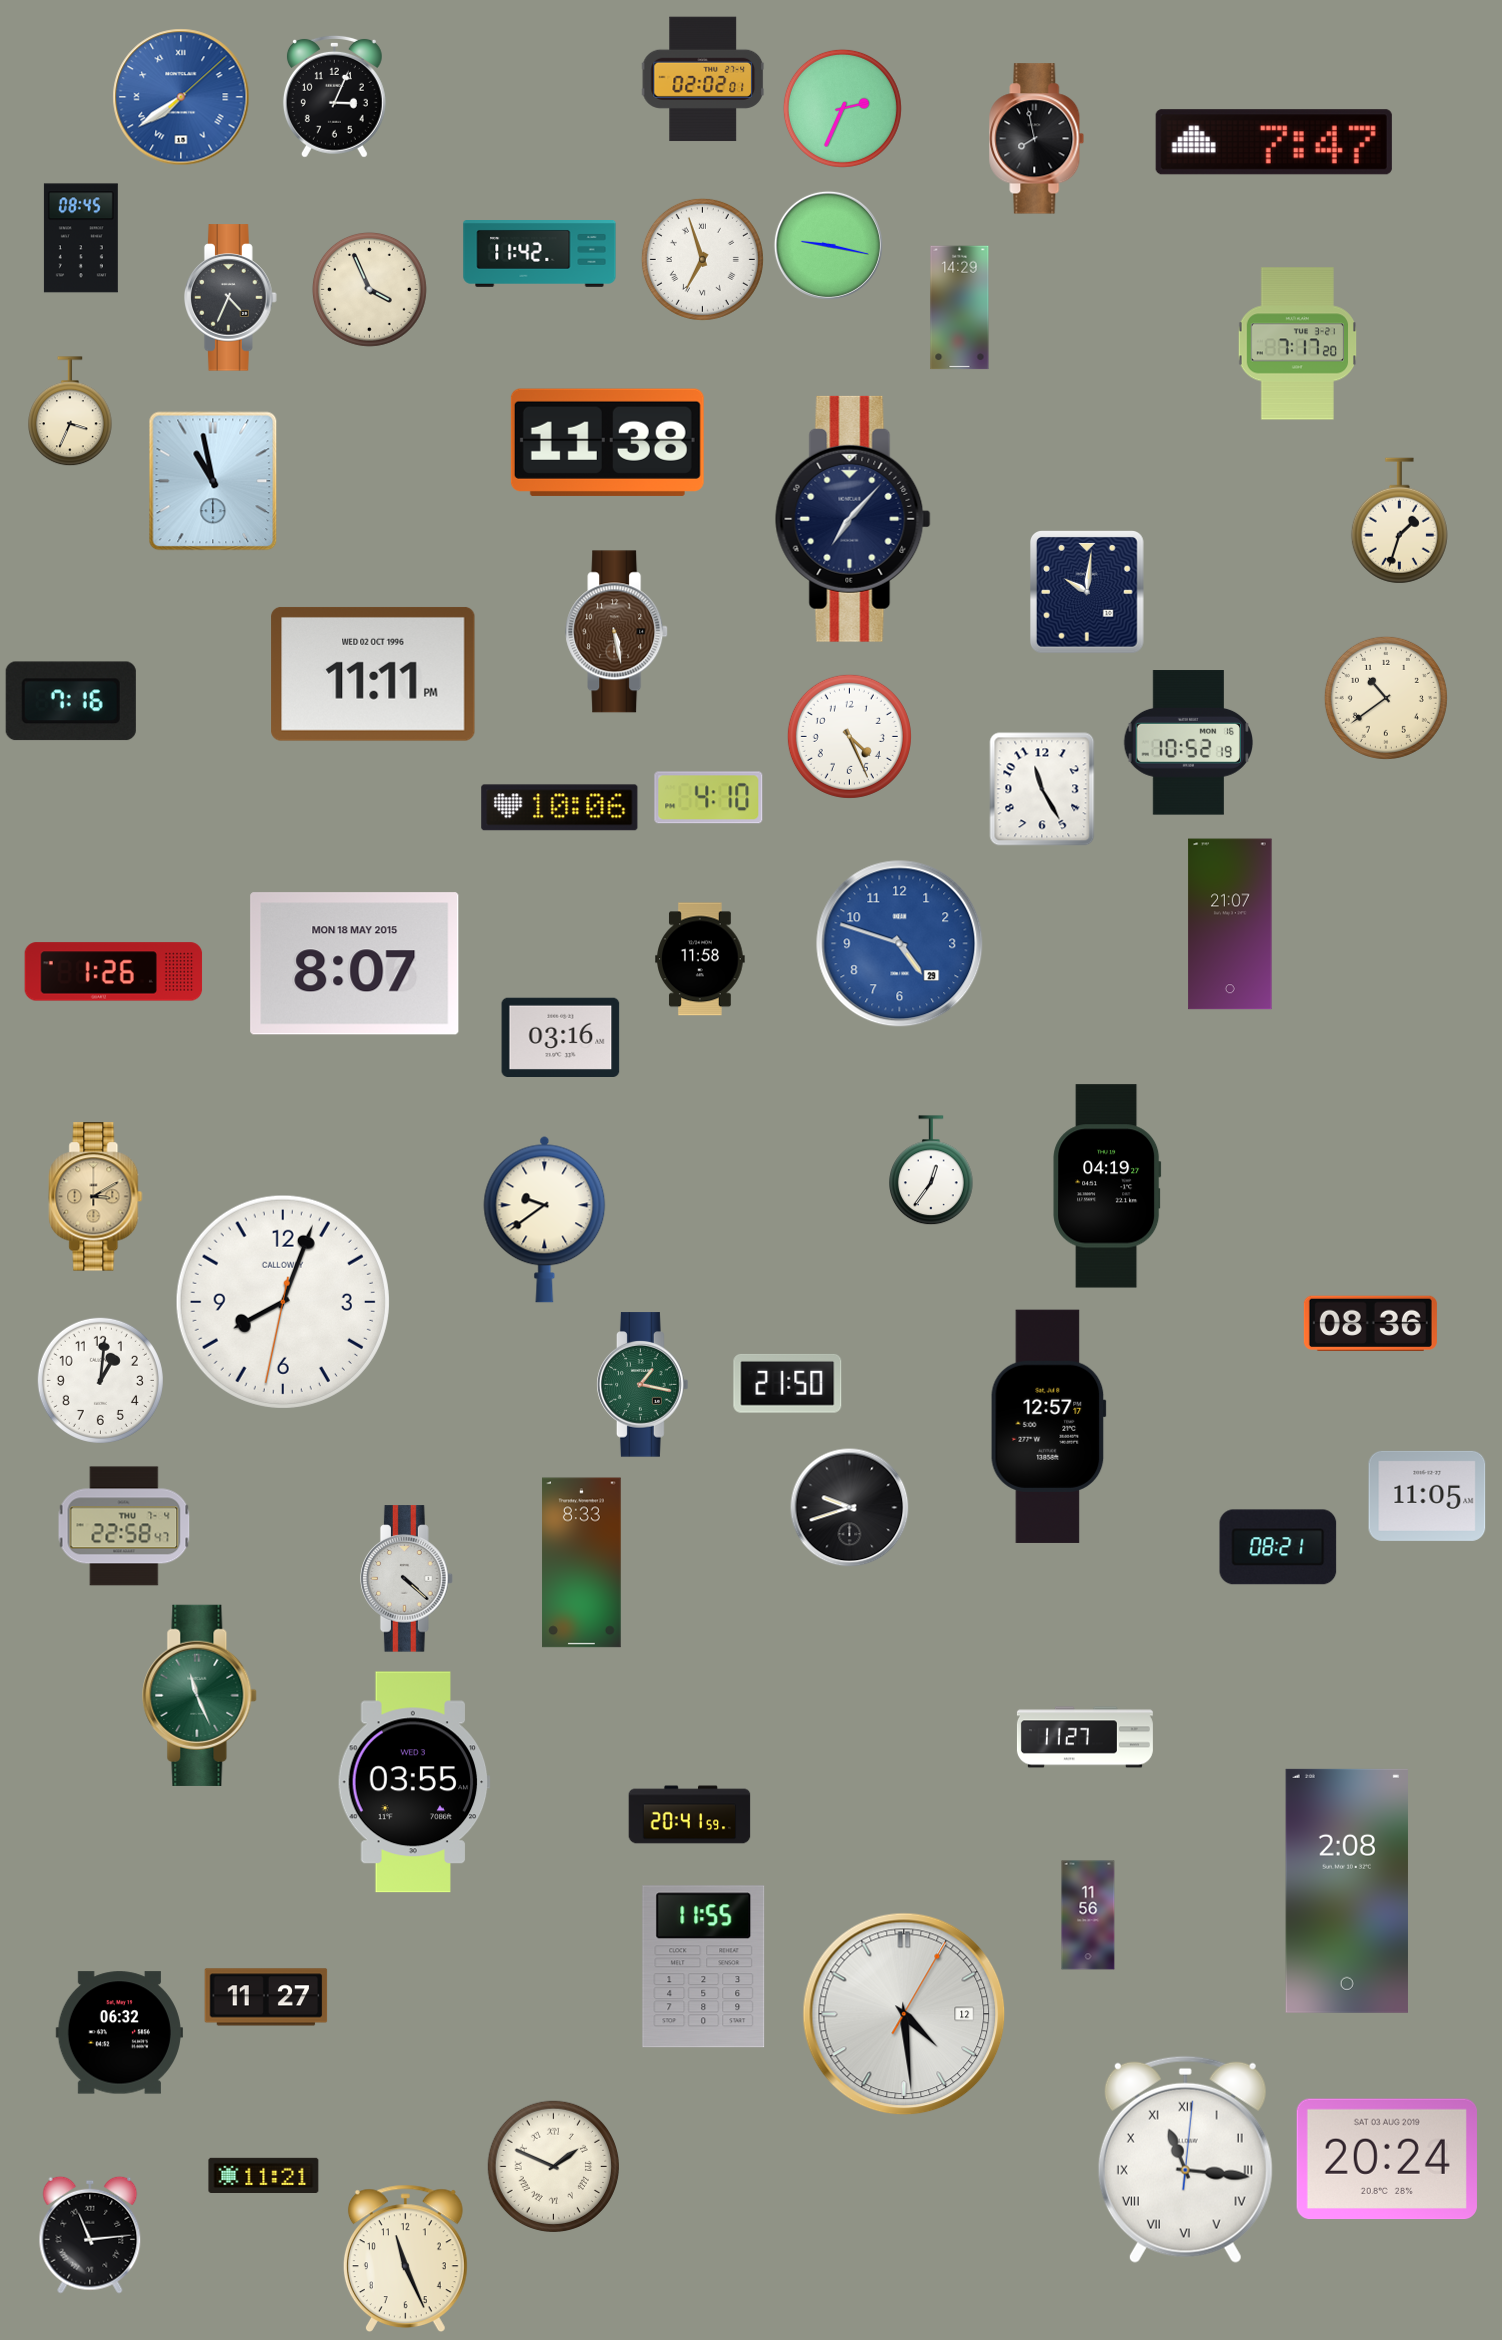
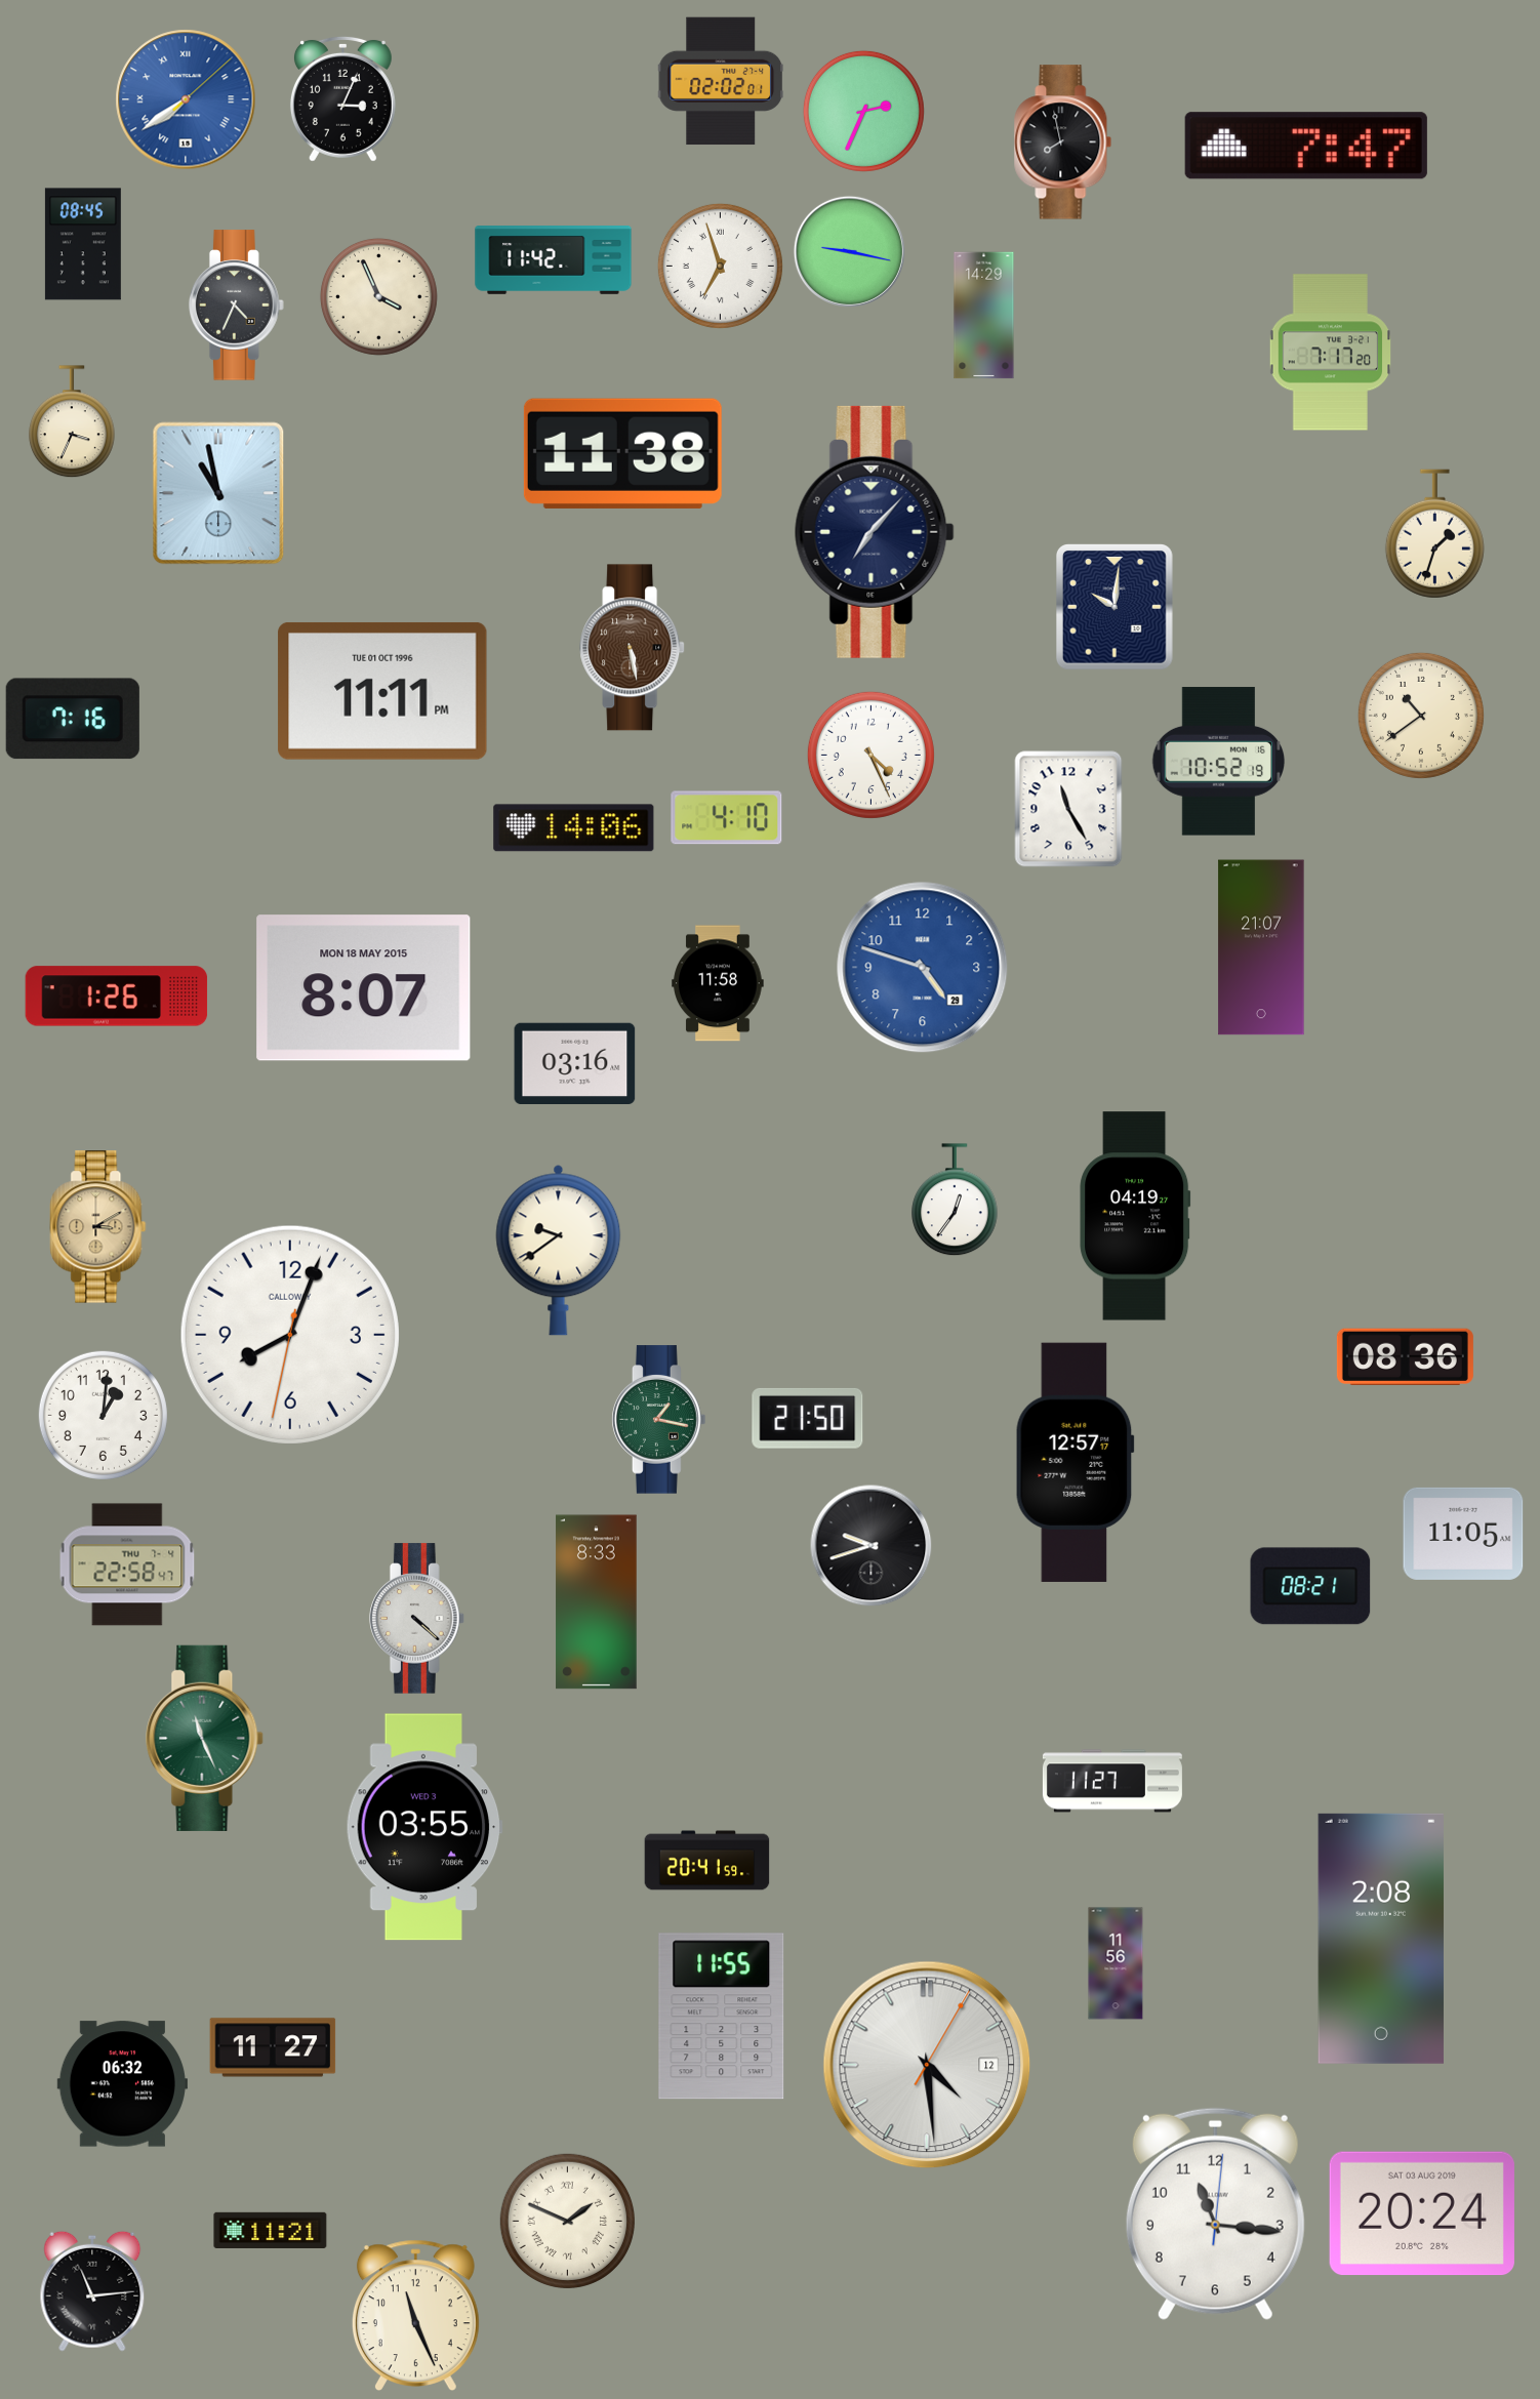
clock at (373, 674) date: WED 02 OCT 1996 -> TUE 01 OCT 1996
clock at (560, 808): 10:06 -> 14:06
clock at (1185, 2159) numerals: Roman -> Arabic
